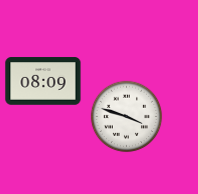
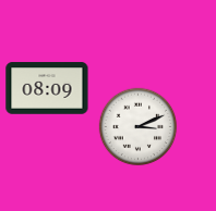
clock at (127, 117): 3:48 -> 3:11
